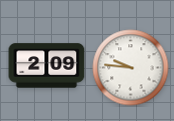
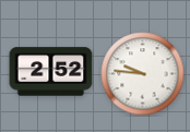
clock at (47, 66): 2:09 -> 2:52
